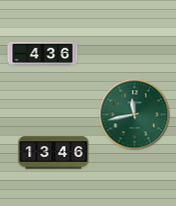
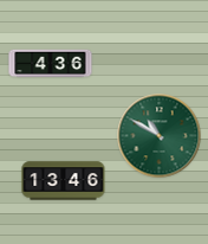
clock at (135, 115): 11:43 -> 10:50
